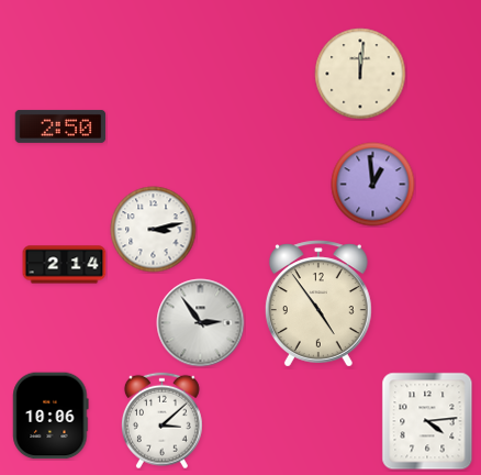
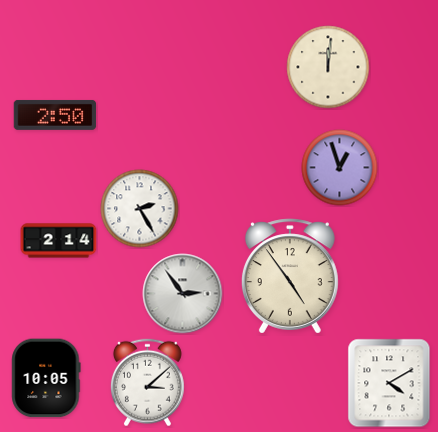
clock at (373, 185): 12:59 -> 12:57
clock at (154, 230): 3:13 -> 2:25
clock at (51, 416): 10:06 -> 10:05
clock at (427, 421): 4:14 -> 4:10
